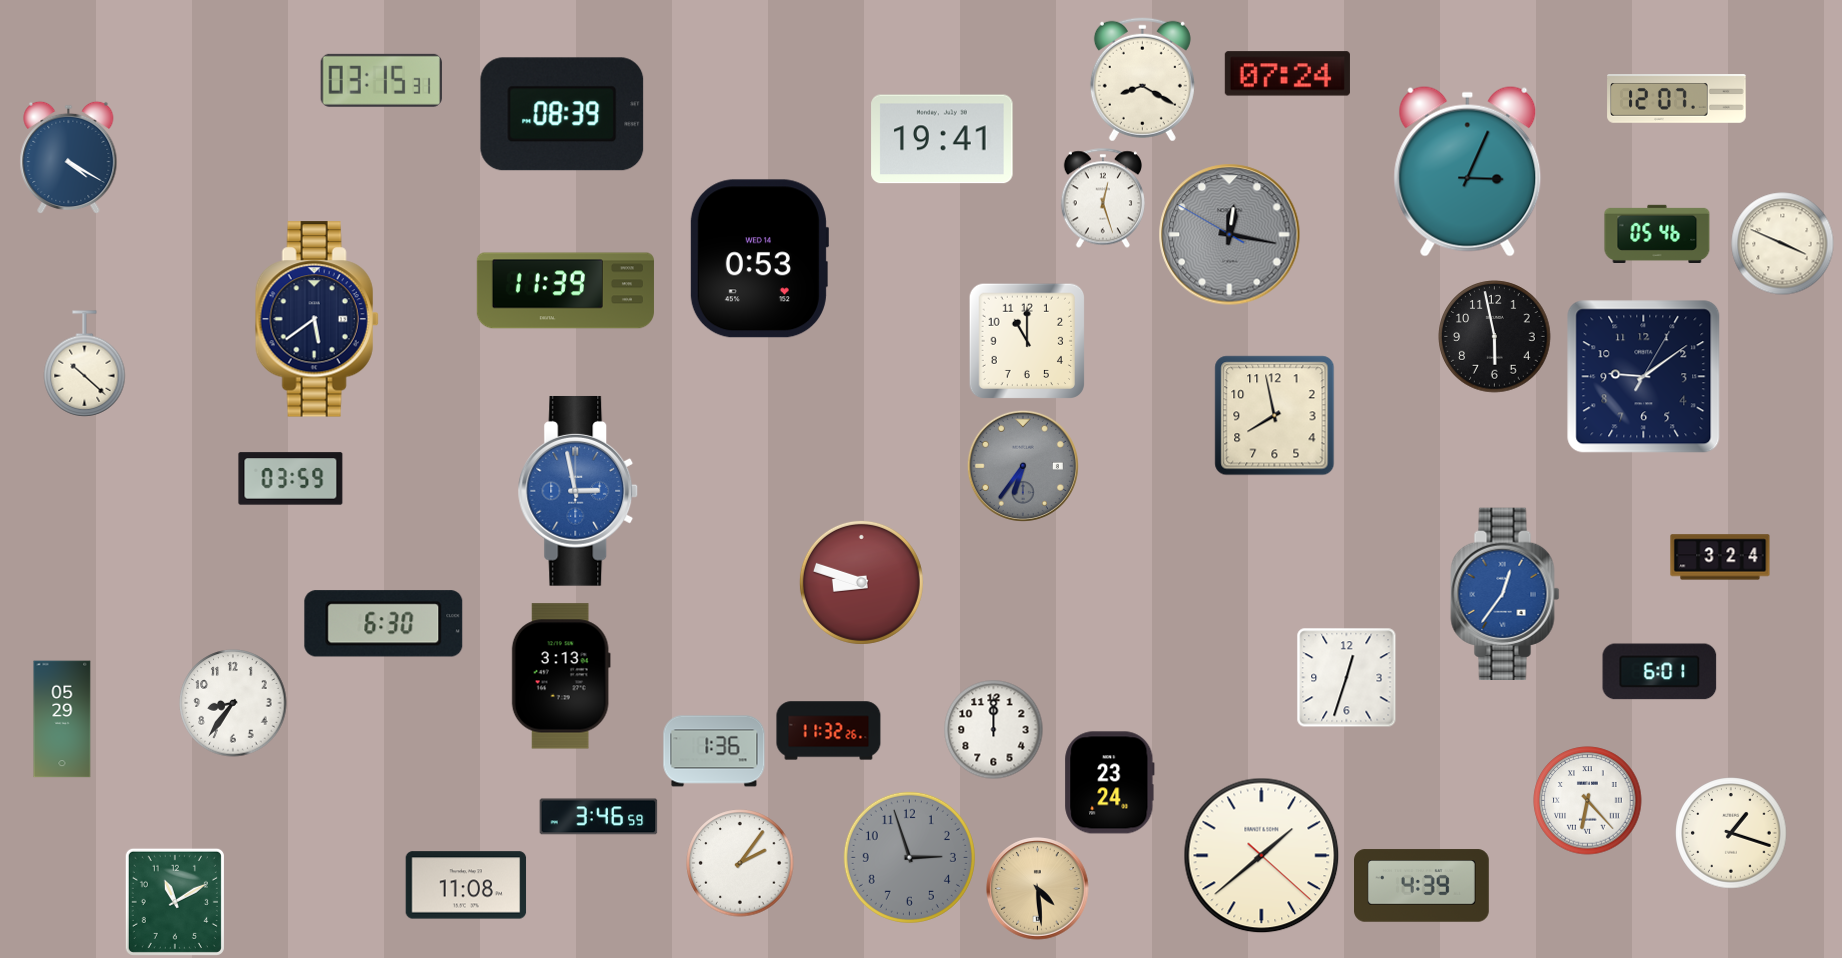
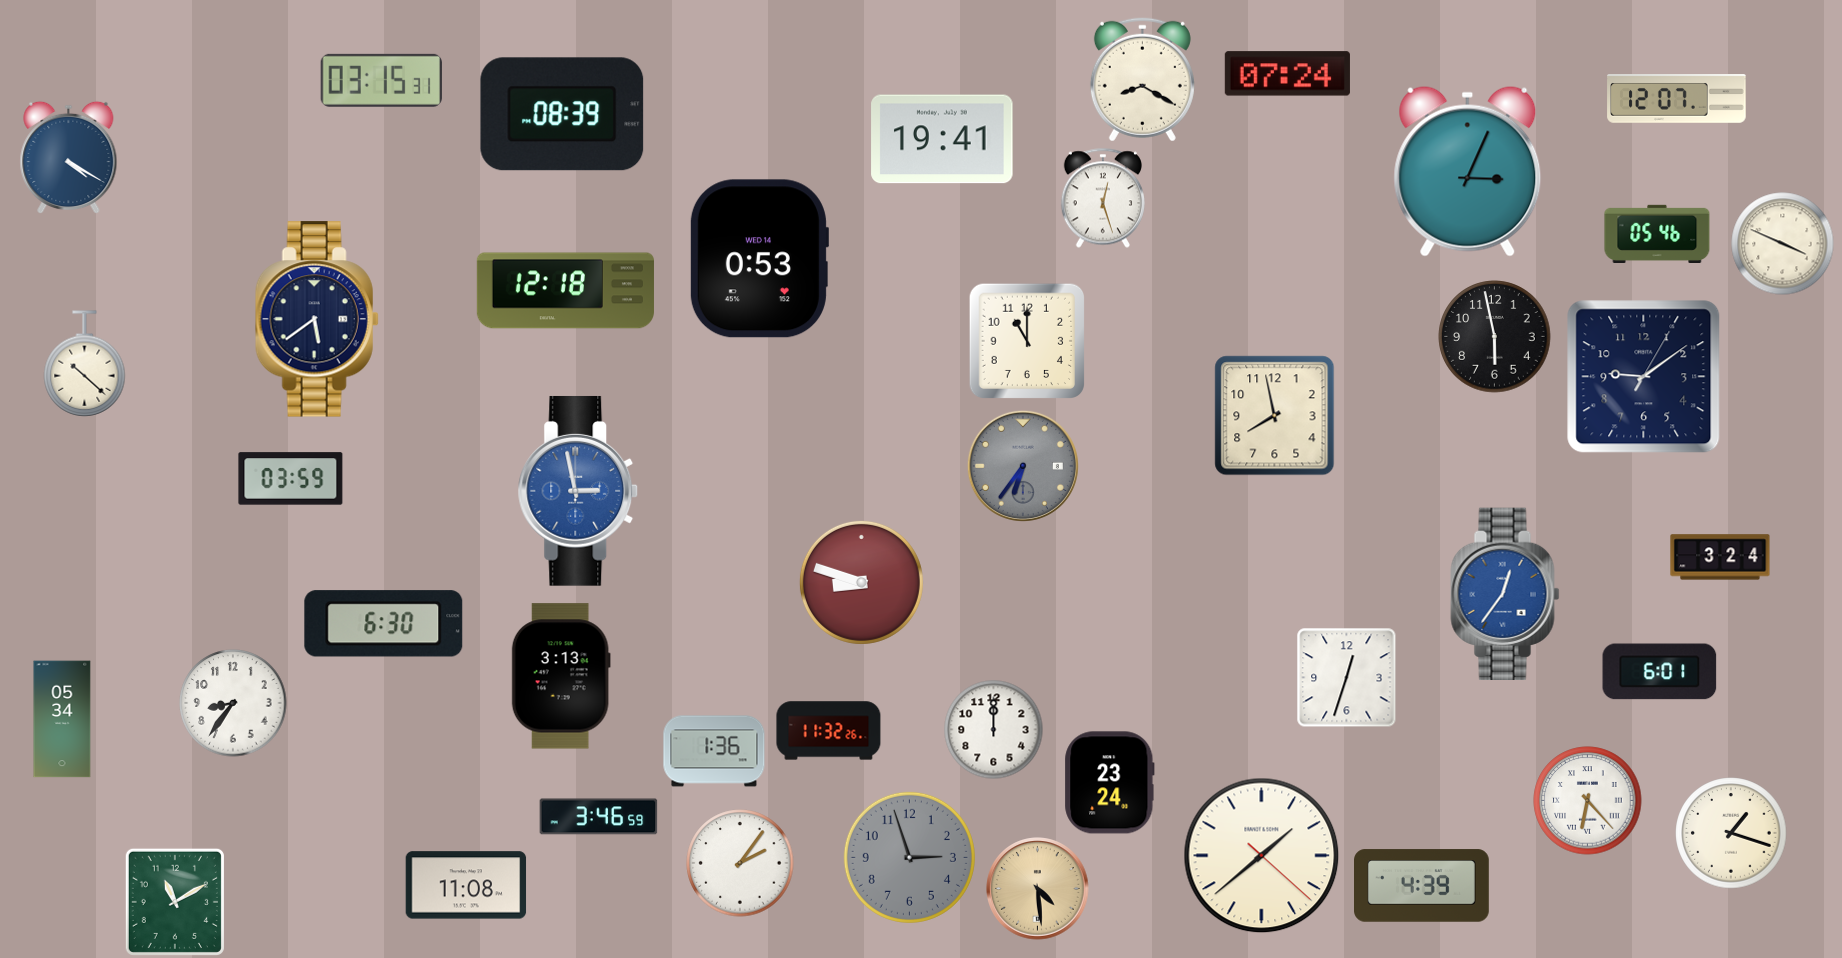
clock at (1230, 235): 12:16 -> none
clock at (565, 291): 11:39 -> 12:18
clock at (62, 719): 05:29 -> 05:34
